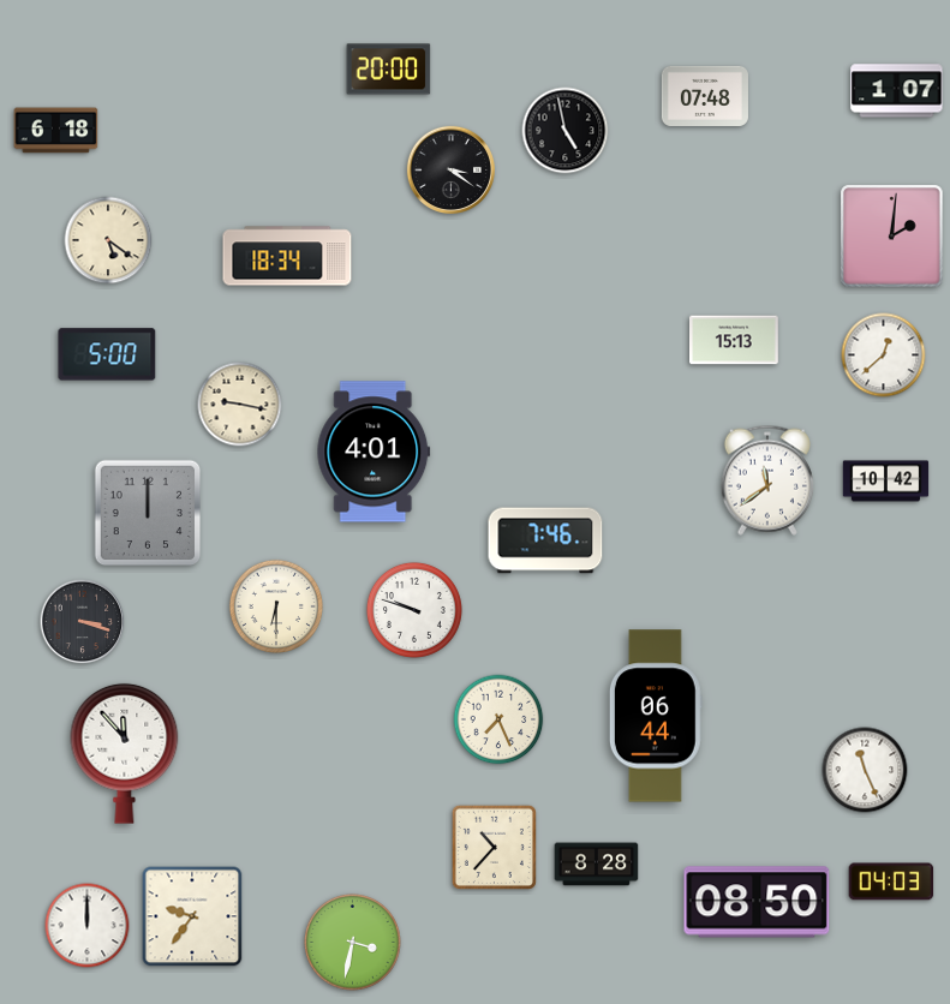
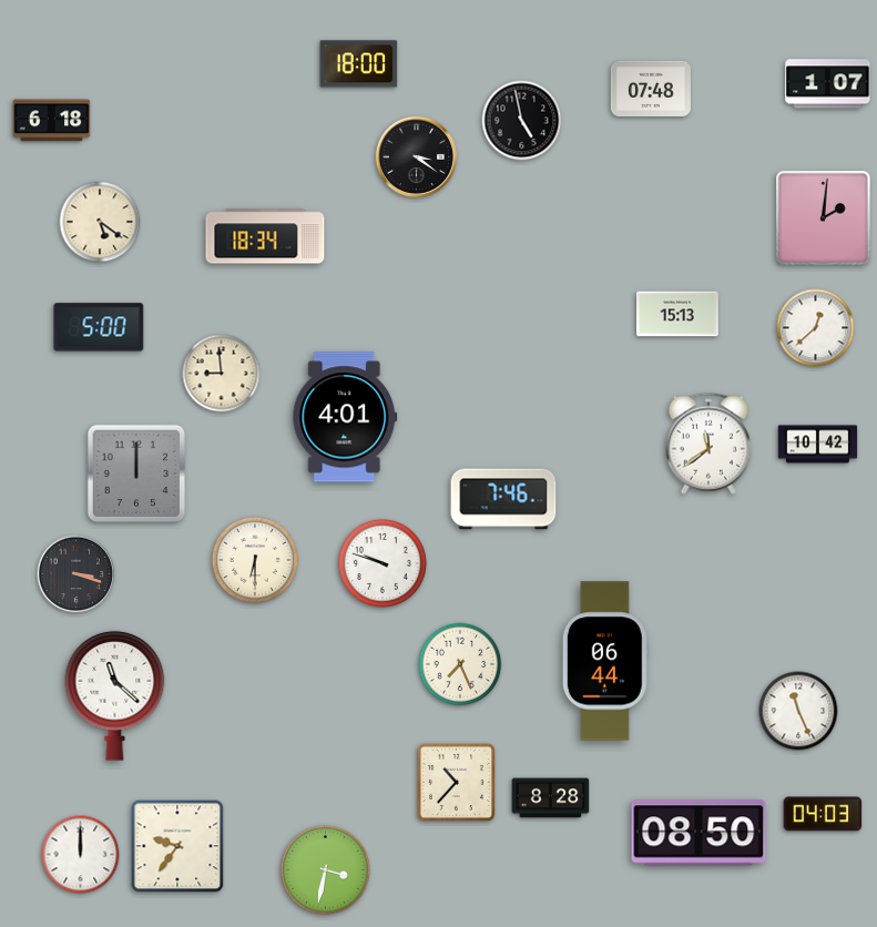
clock at (389, 70): 20:00 -> 18:00
clock at (240, 405): 9:17 -> 8:59
clock at (125, 753): 11:53 -> 11:22
